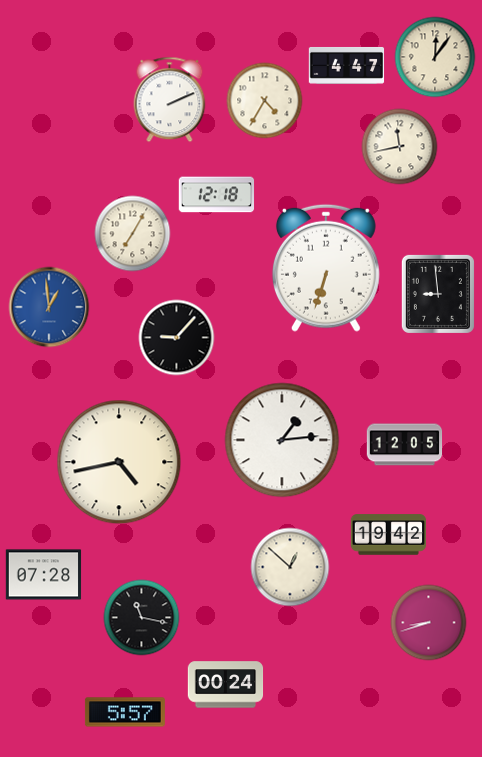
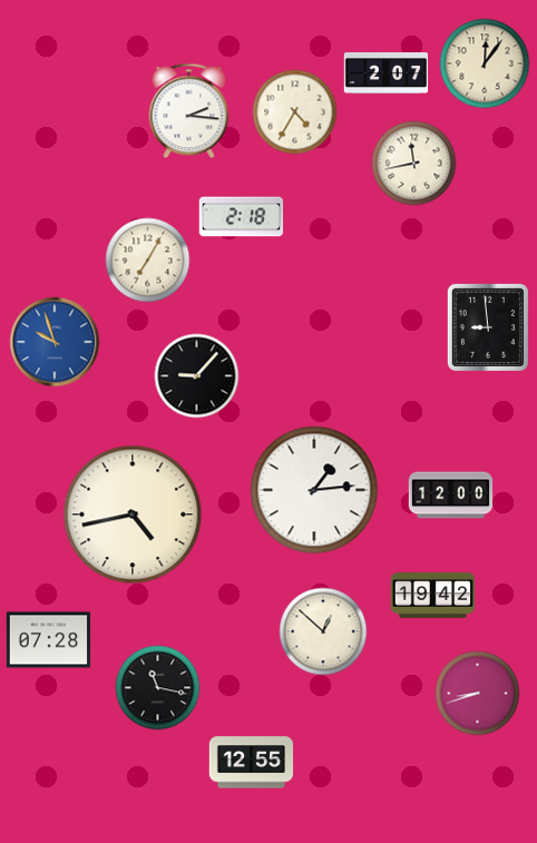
clock at (347, 65): 4:47 -> 2:07
clock at (170, 100): 2:11 -> 2:16
clock at (400, 147) position: (400, 147) -> (414, 164)
clock at (217, 195): 12:18 -> 2:18
clock at (326, 268): 6:33 -> none
clock at (49, 307): 12:59 -> 9:57
clock at (405, 445): 12:05 -> 12:00
clock at (226, 685): 00:24 -> 12:55
clock at (125, 712): 5:57 -> none
